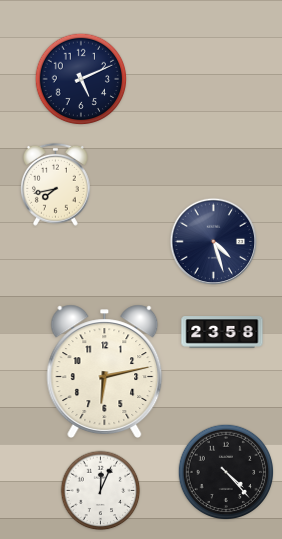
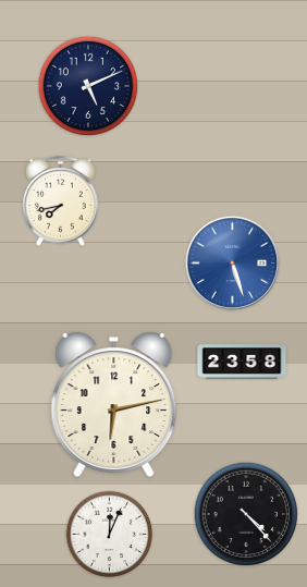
clock at (214, 242): 4:27 -> 5:27
clock at (214, 242) dial: navy -> blue
